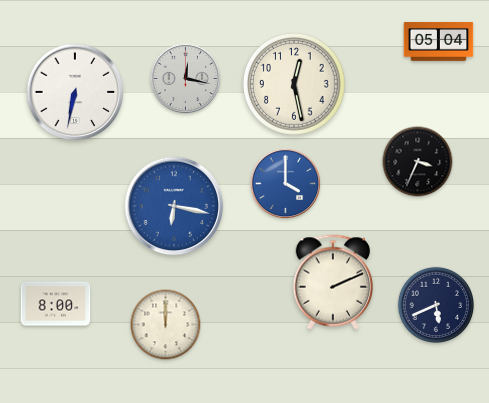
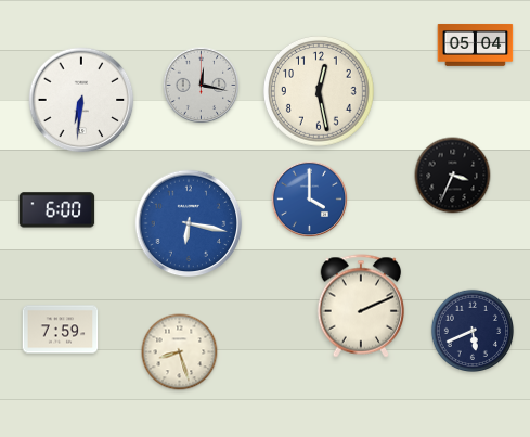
clock at (75, 92): 6:32 -> 6:31
clock at (57, 210): none -> 6:00
clock at (56, 304): 8:00 -> 7:59
clock at (166, 325): 12:00 -> 8:27
